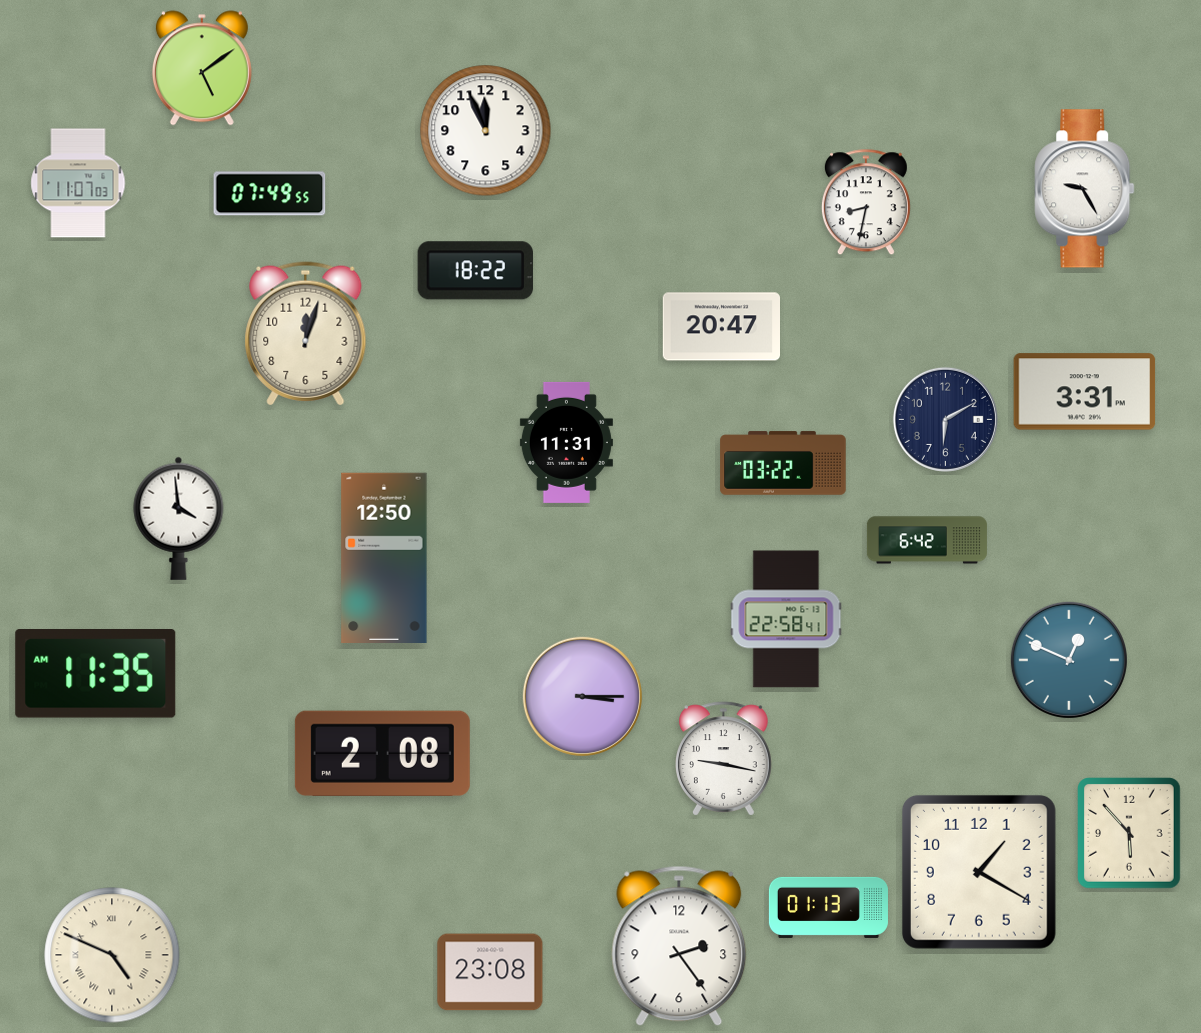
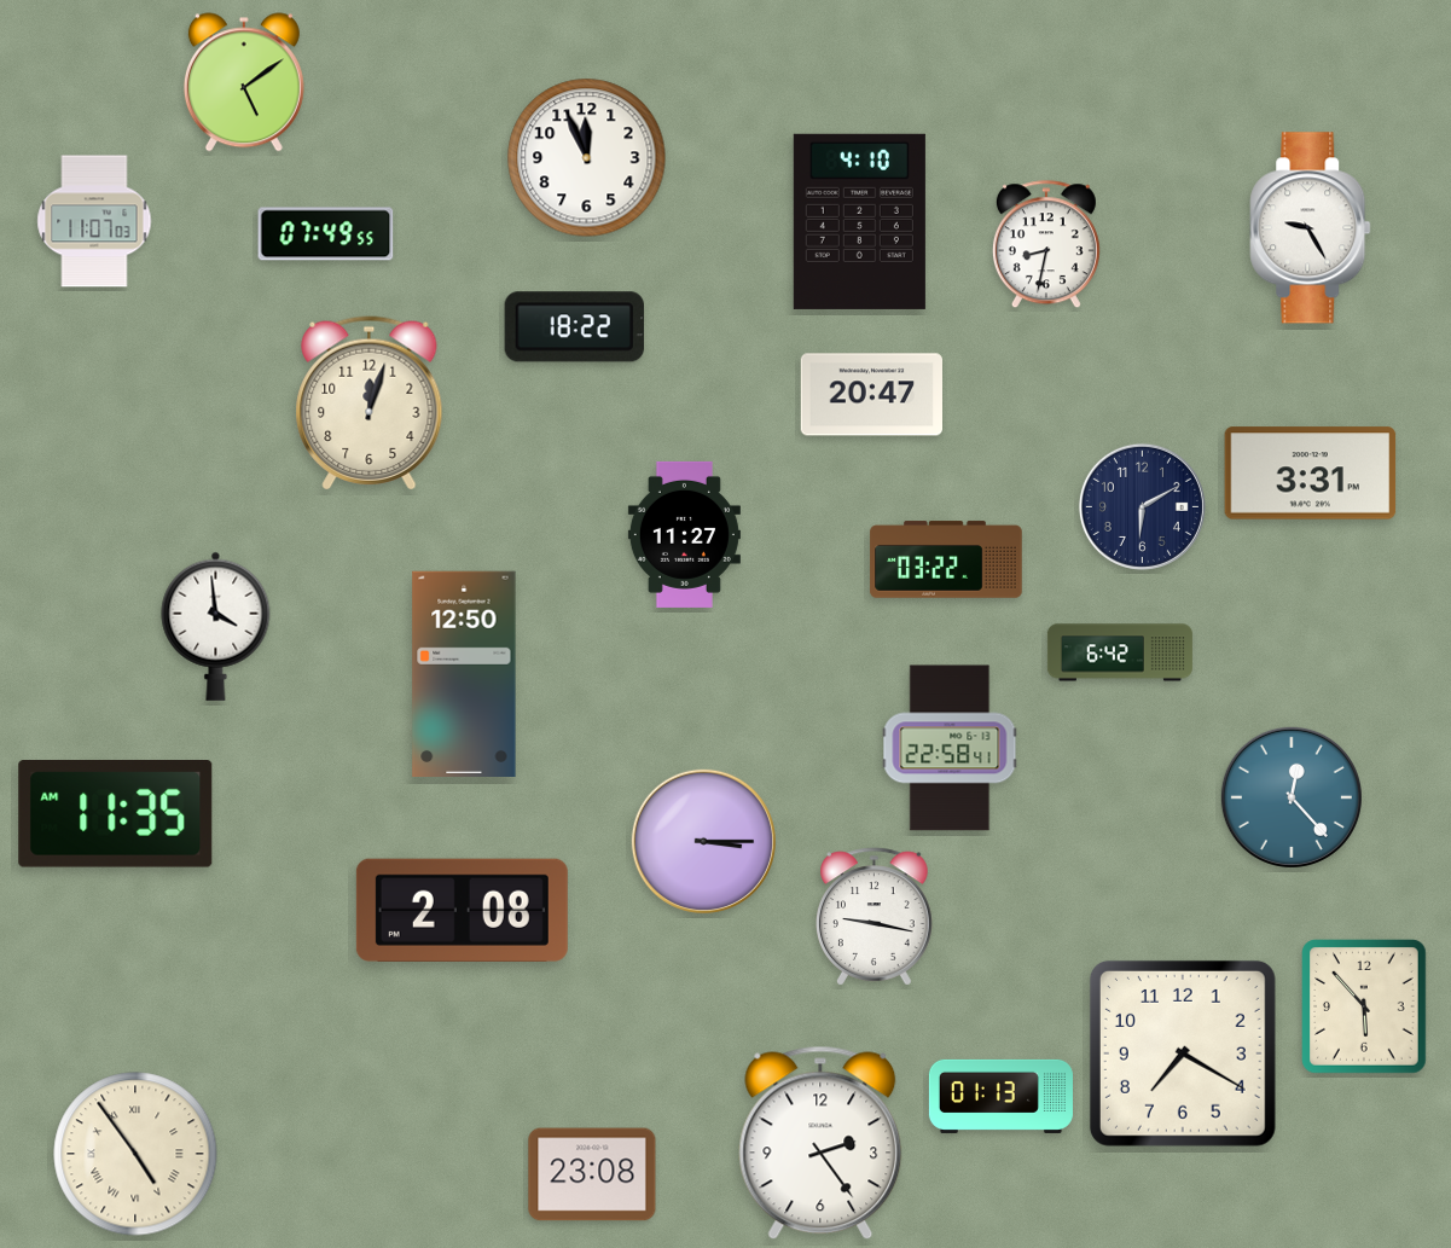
clock at (859, 221): none -> 4:10
clock at (566, 442): 11:31 -> 11:27
clock at (1069, 660): 12:49 -> 12:23
clock at (979, 872): 1:20 -> 7:20
clock at (112, 955): 4:49 -> 4:54
